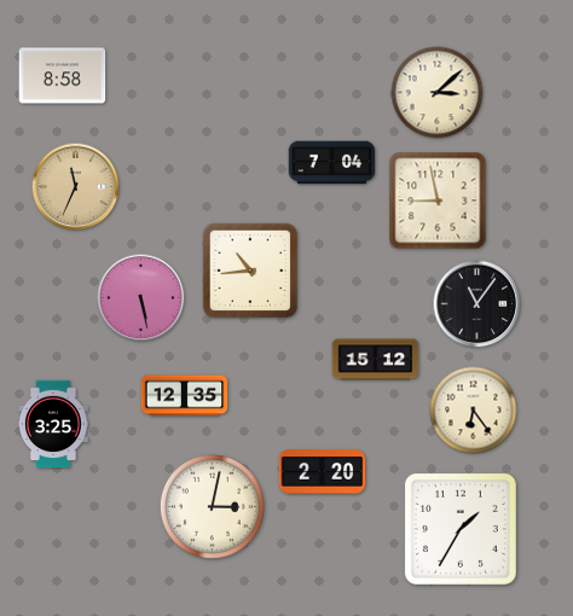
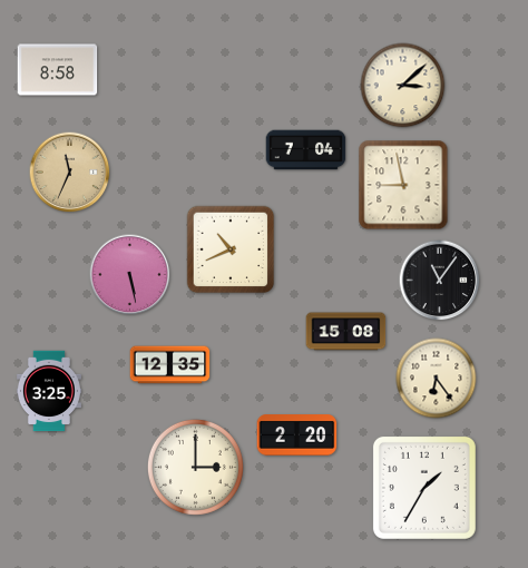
clock at (250, 271): 10:44 -> 10:41
clock at (376, 360): 15:12 -> 15:08
clock at (212, 506): 3:02 -> 3:00
